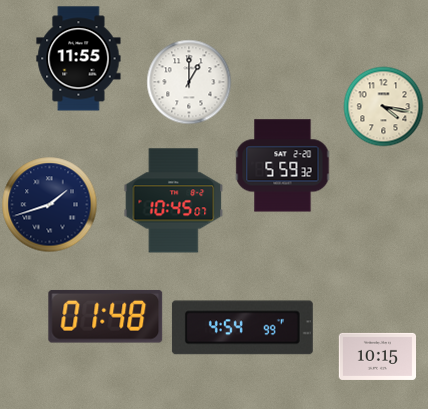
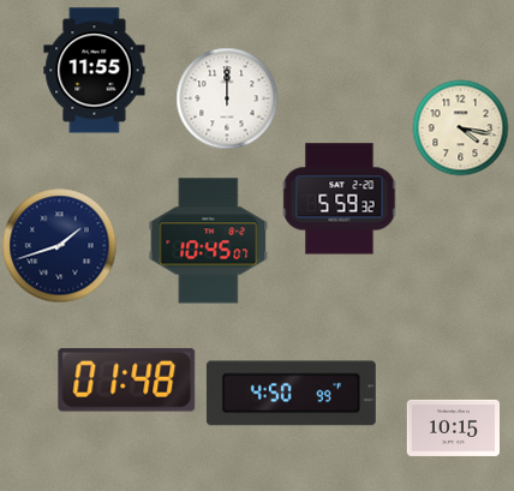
clock at (189, 82): 1:00 -> 12:00
clock at (242, 328): 4:54 -> 4:50
